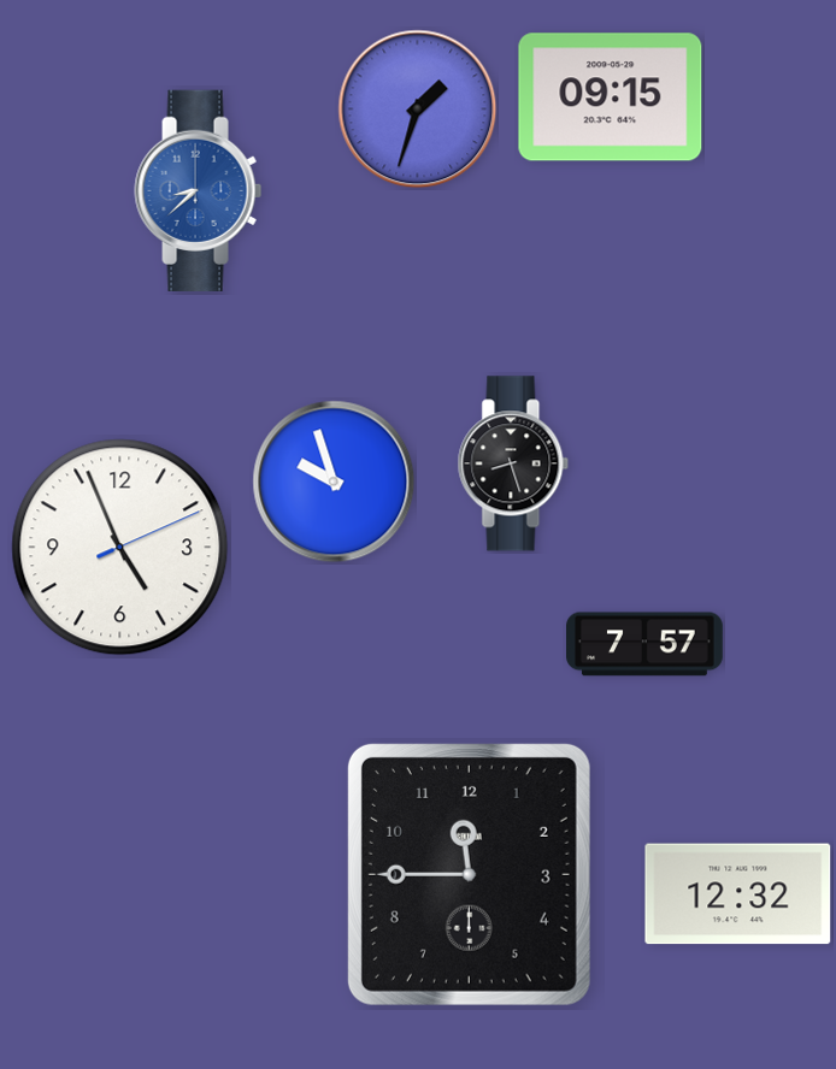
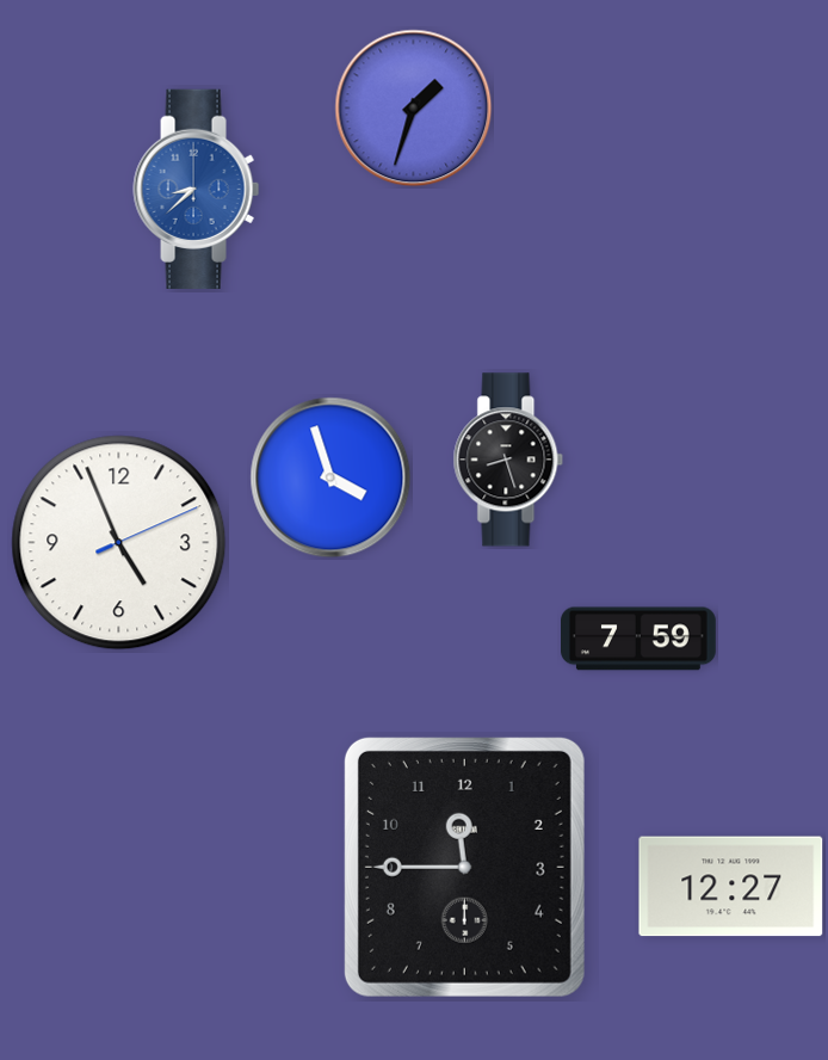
clock at (611, 98): 09:15 -> none
clock at (334, 482): 9:57 -> 3:57
clock at (646, 644): 7:57 -> 7:59
clock at (738, 894): 12:32 -> 12:27
